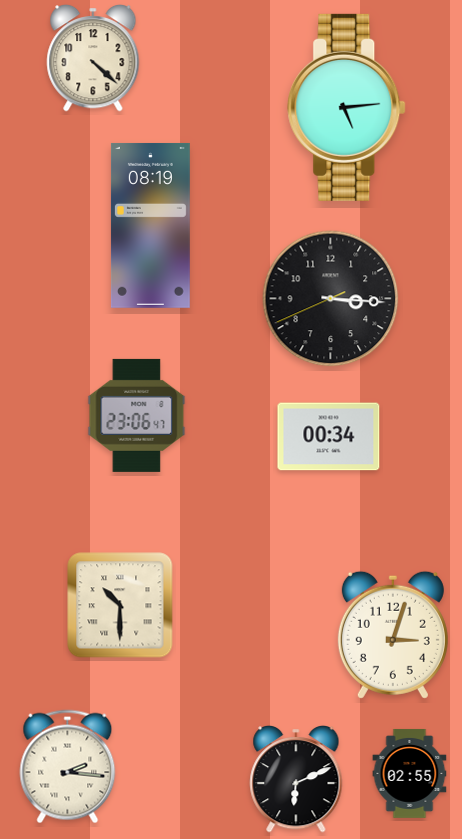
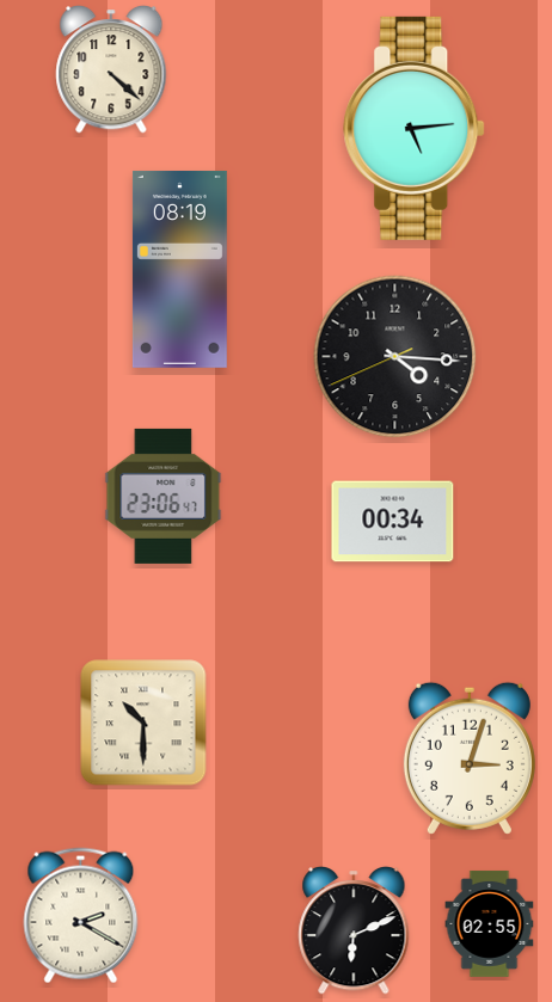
clock at (331, 299): 3:15 -> 4:15
clock at (68, 767): 2:16 -> 2:20
